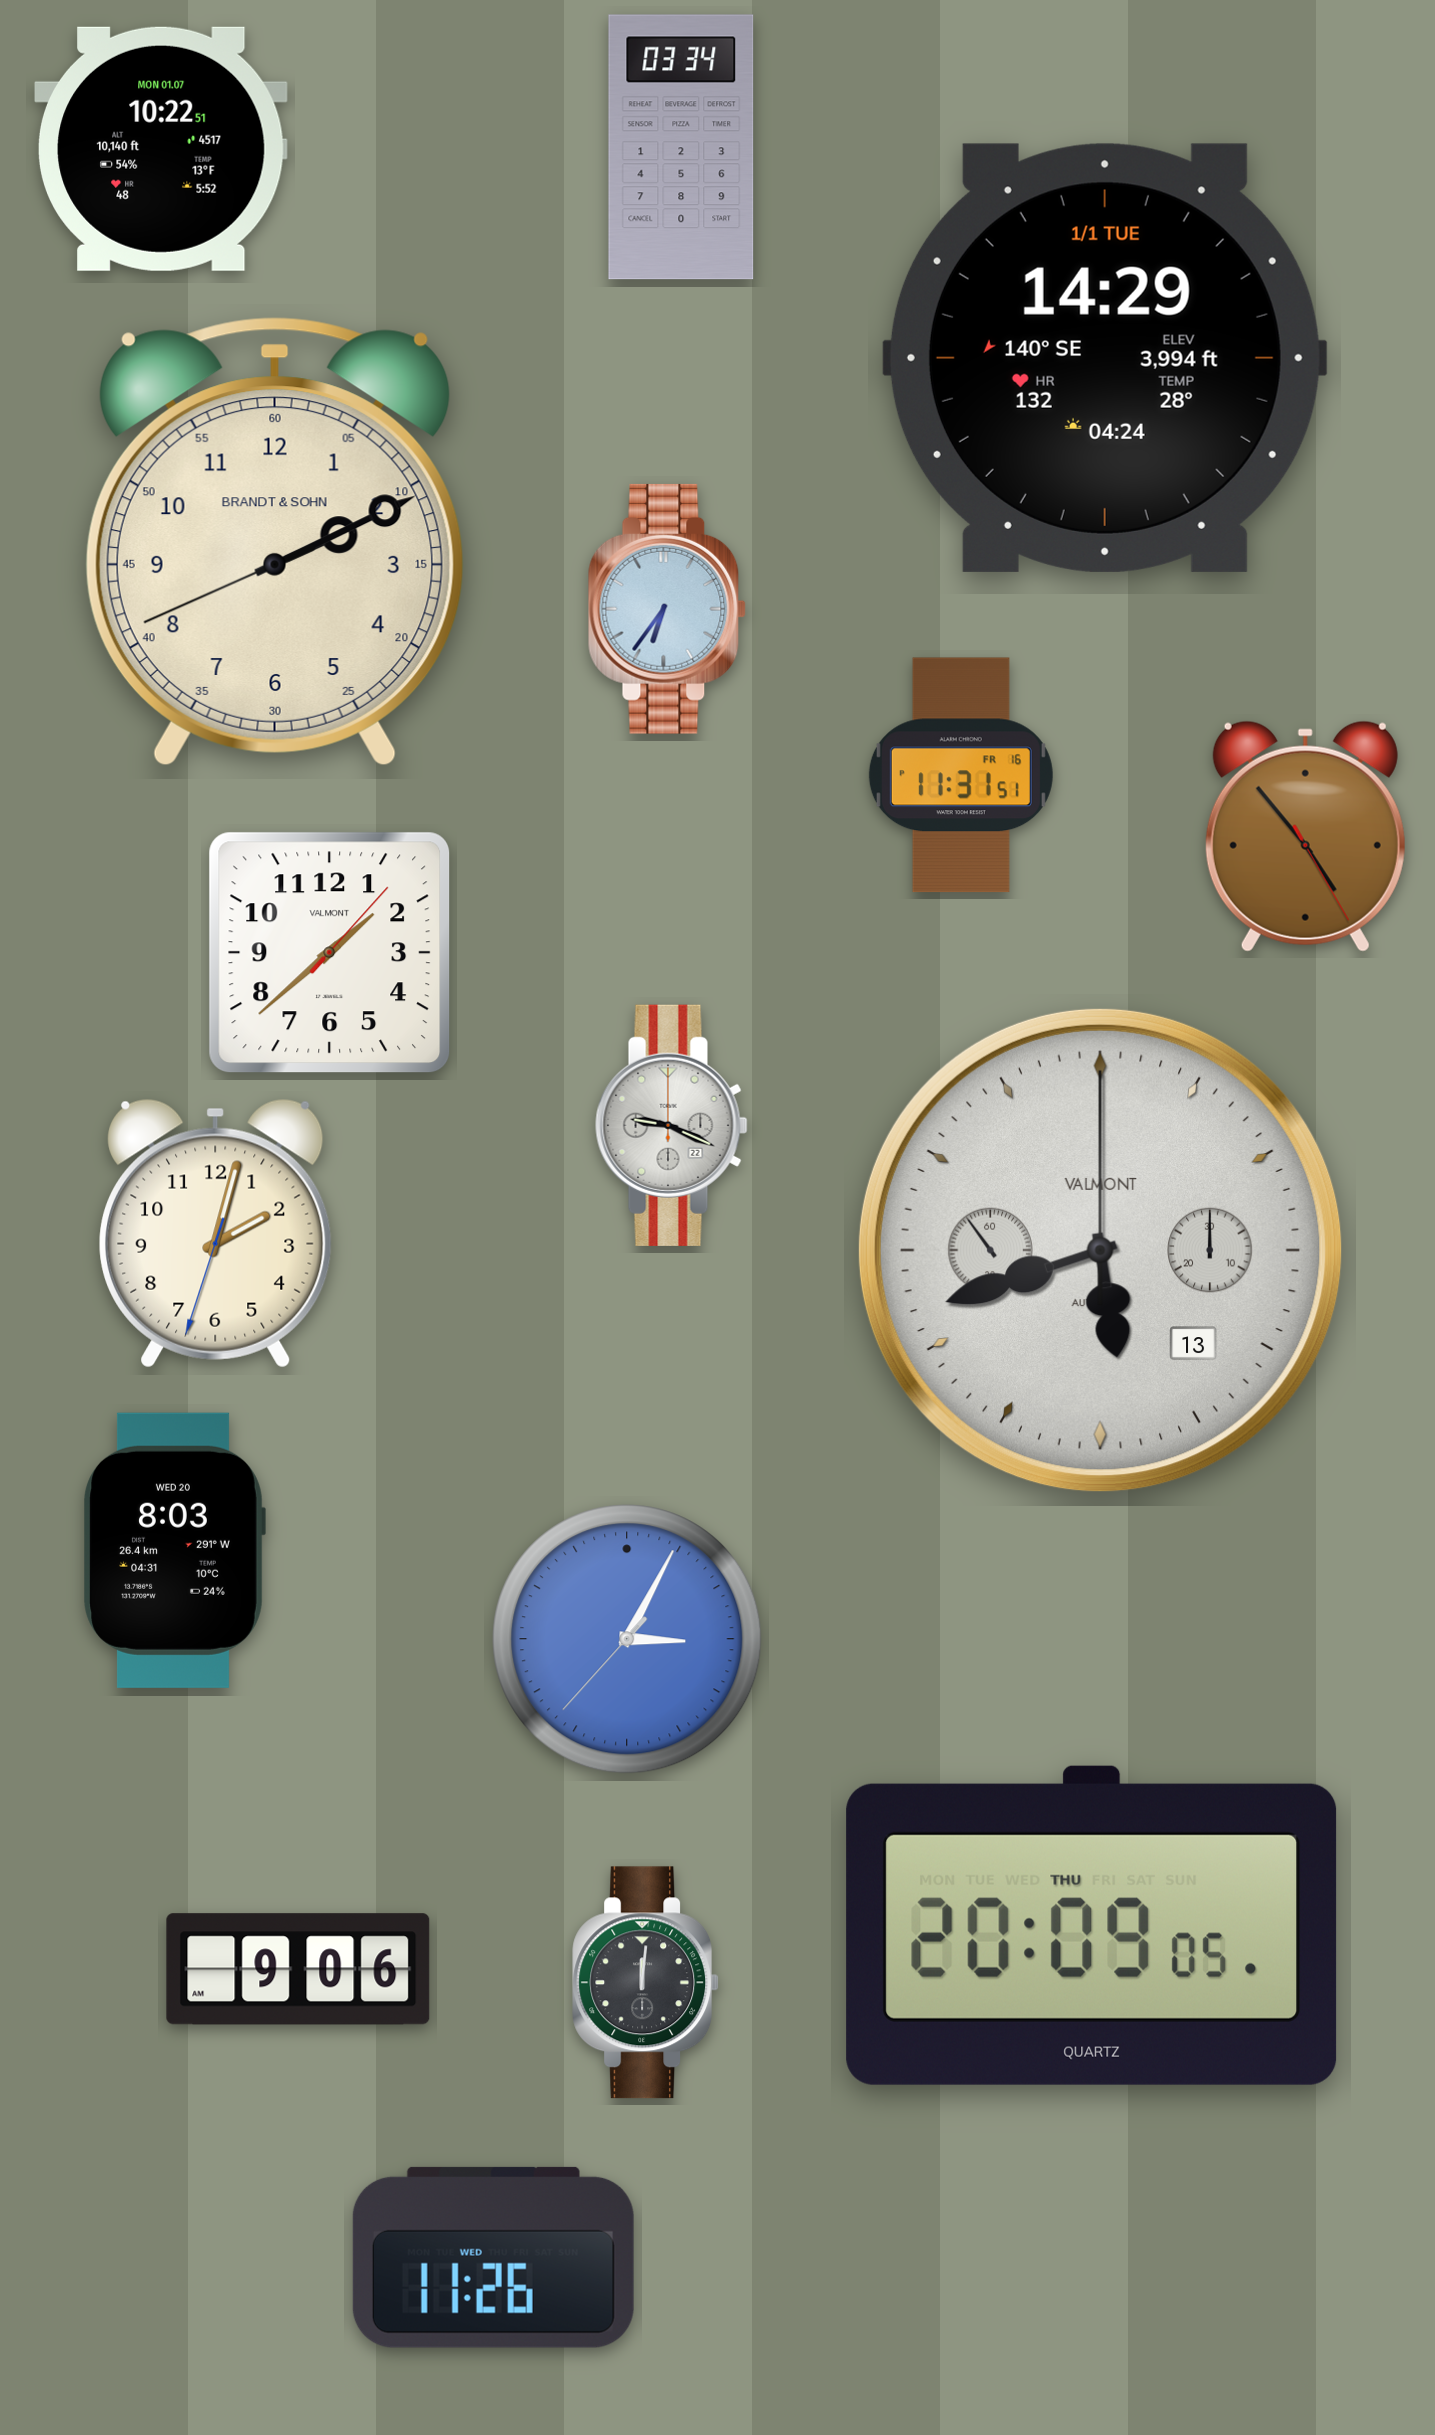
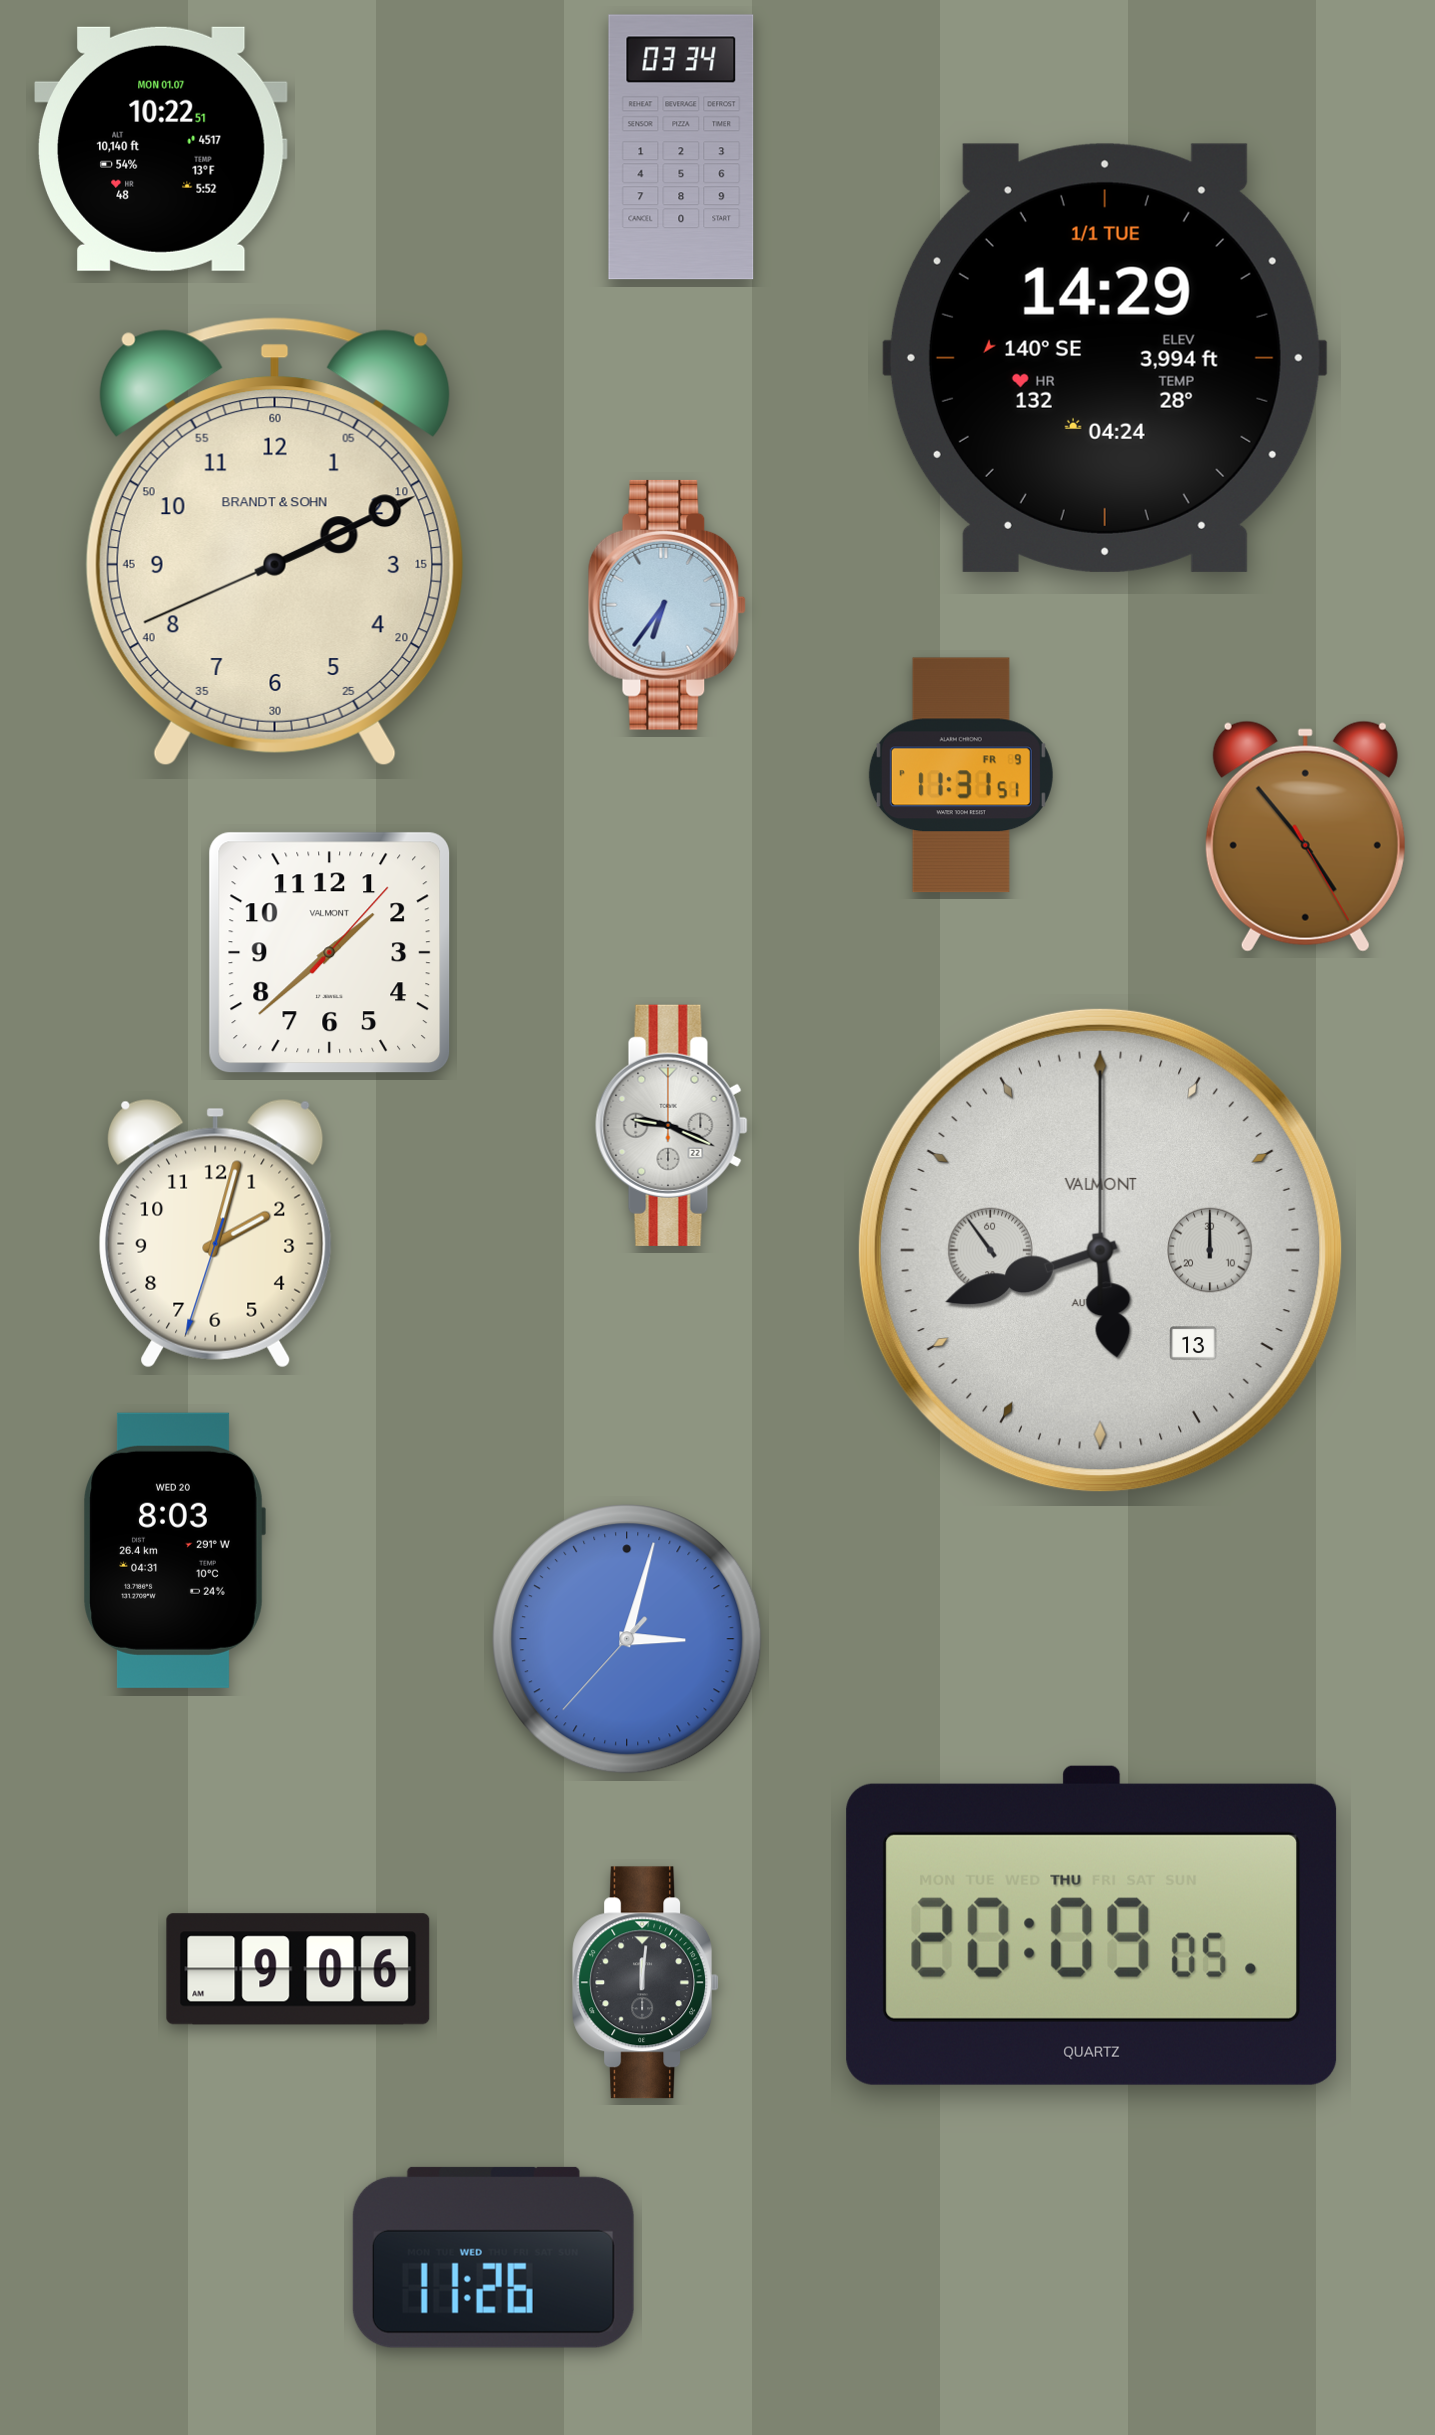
clock at (667, 609) position: (667, 609) -> (667, 605)
clock at (961, 775) date: FR 16 -> FR 9
clock at (627, 1639): 3:04 -> 3:02
